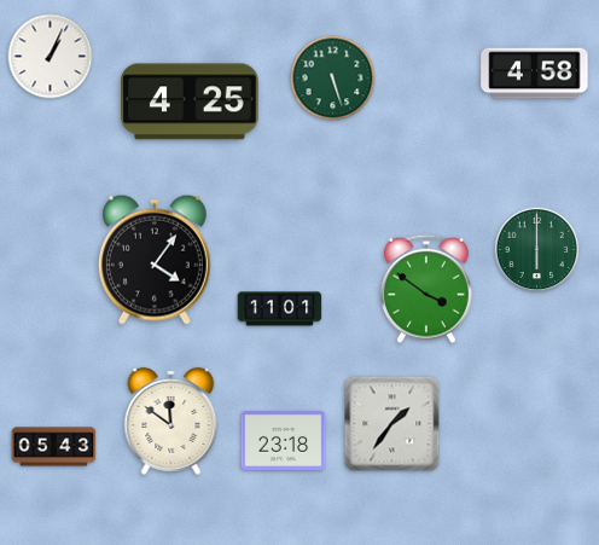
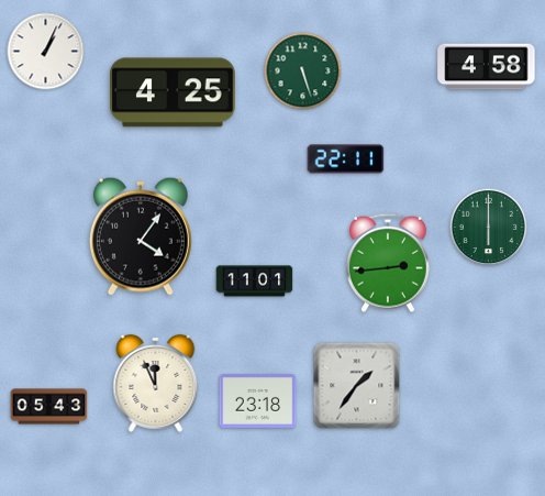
clock at (346, 159): none -> 22:11
clock at (426, 289): 3:51 -> 2:44
clock at (171, 421): 11:51 -> 11:56
